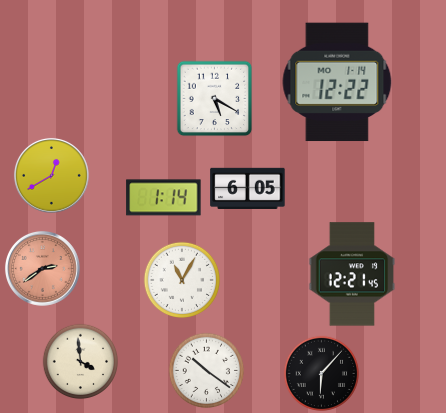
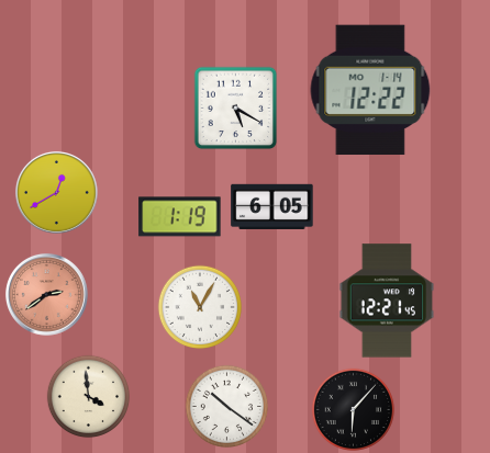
clock at (164, 198): 1:14 -> 1:19
